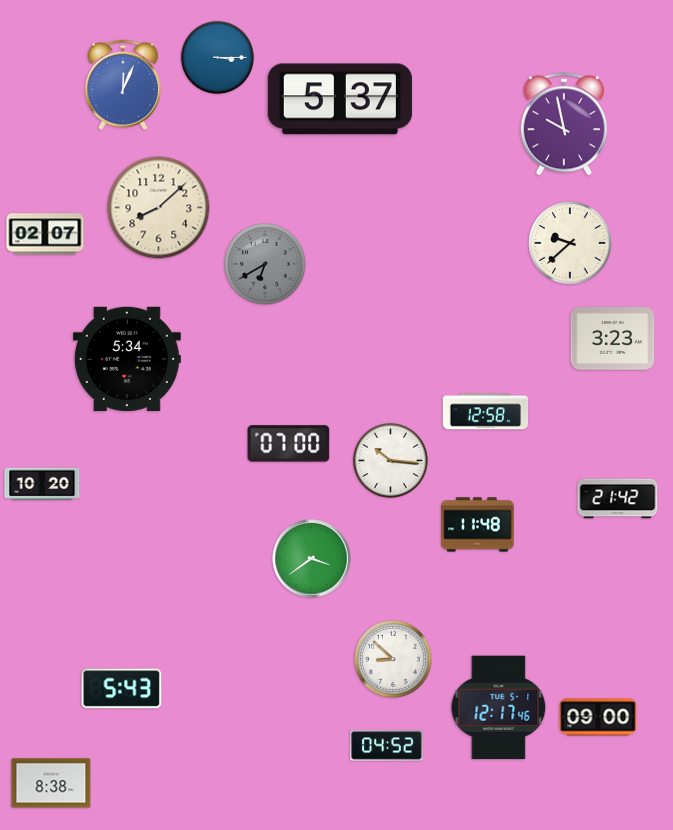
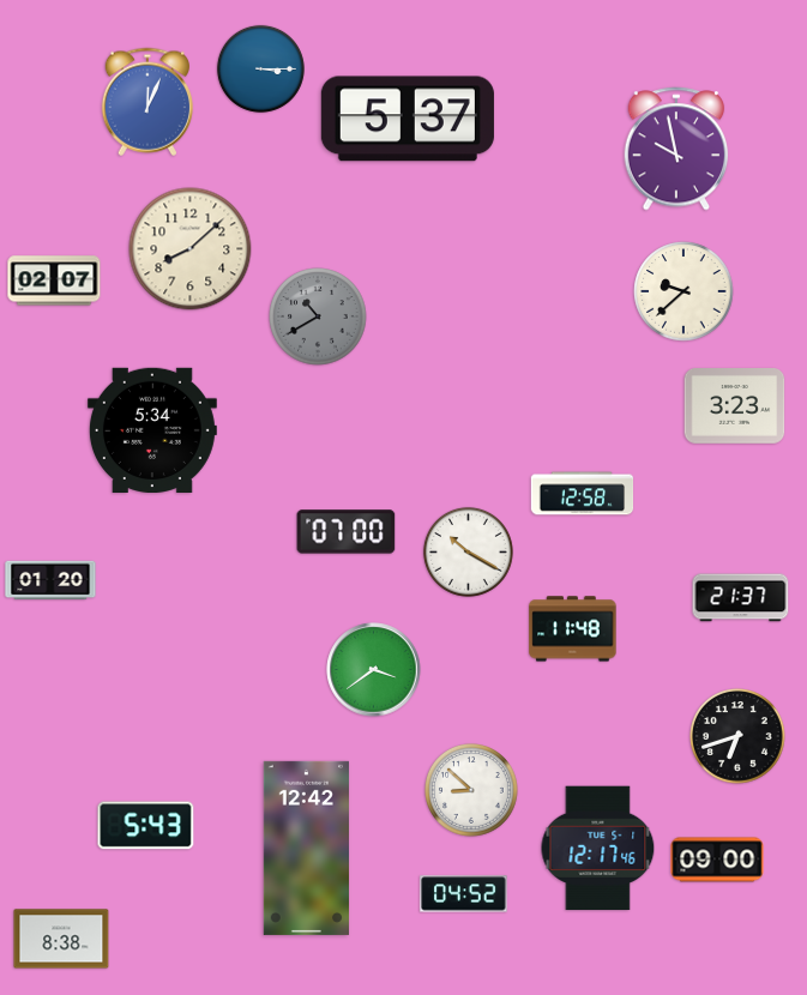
clock at (265, 264): 6:40 -> 10:40
clock at (390, 460): 10:16 -> 10:20
clock at (42, 484): 10:20 -> 01:20
clock at (618, 499): 21:42 -> 21:37
clock at (737, 736): none -> 6:42
clock at (306, 848): none -> 12:42
